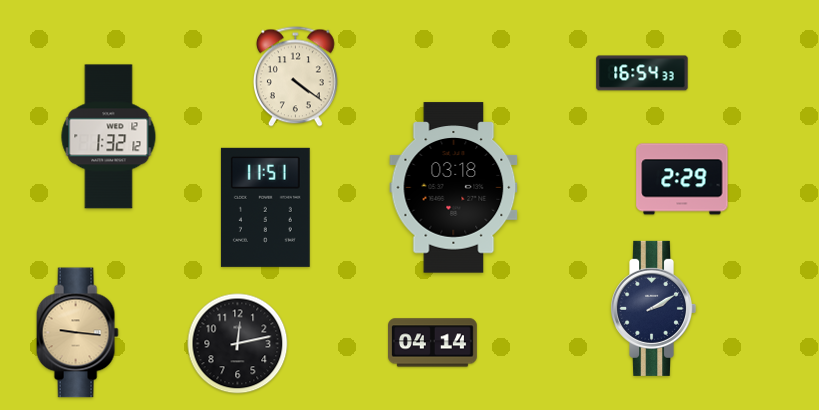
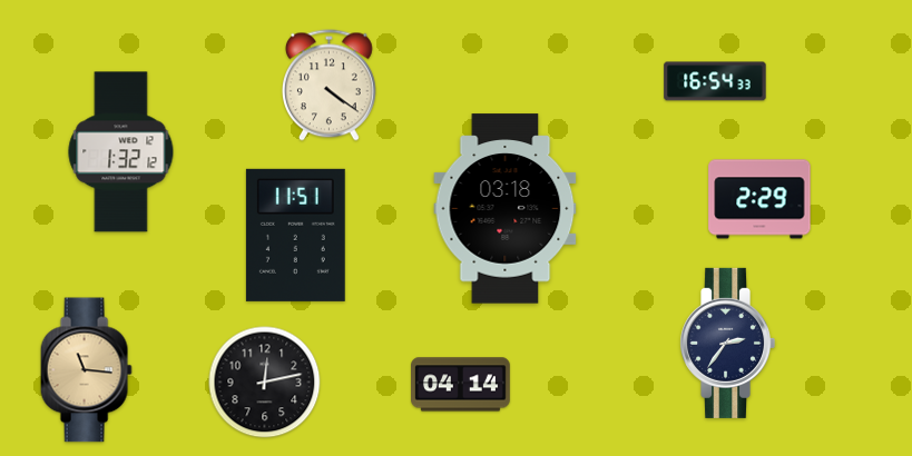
clock at (265, 207) position: (265, 207) -> (295, 235)
clock at (654, 308): 2:10 -> 2:36
clock at (77, 333): 9:16 -> 11:16
clock at (433, 343) position: (433, 343) -> (461, 385)
